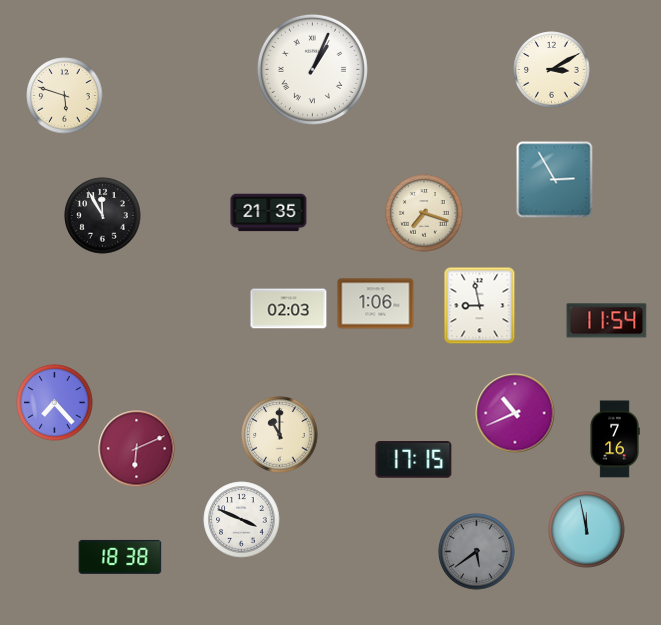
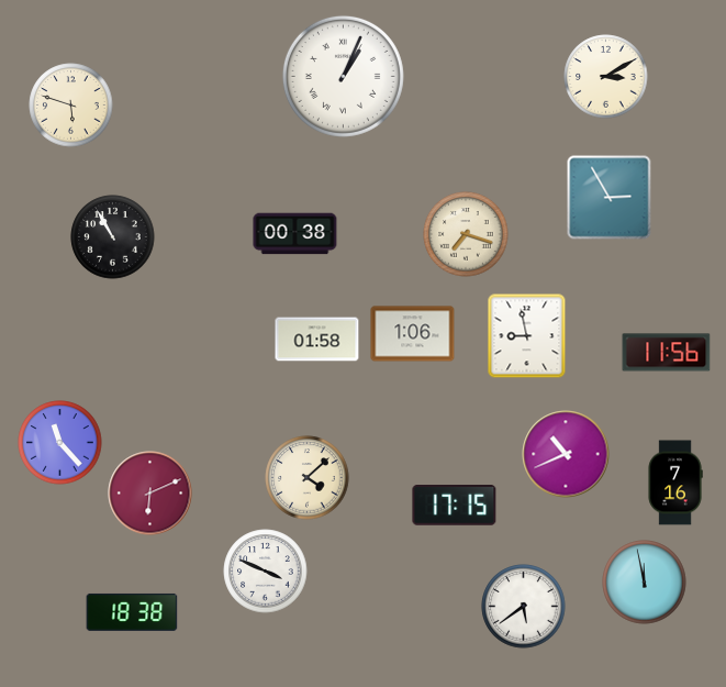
clock at (269, 213): 21:35 -> 00:38
clock at (103, 216): 11:55 -> 10:55
clock at (289, 309): 02:03 -> 01:58
clock at (607, 321): 11:54 -> 11:56
clock at (55, 403): 7:23 -> 11:23
clock at (280, 435): 11:00 -> 4:08
clock at (477, 552) dial: grey -> white
